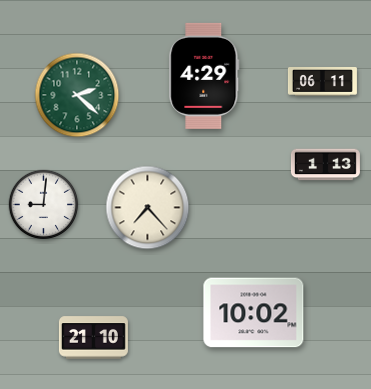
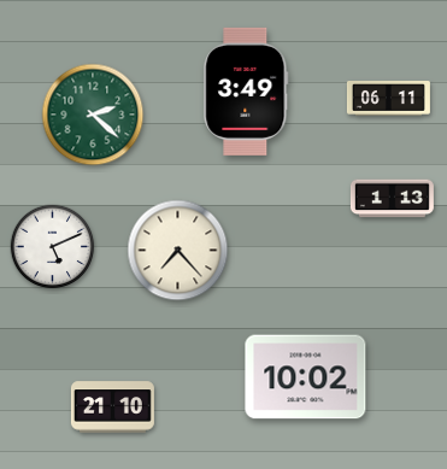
clock at (204, 76): 4:29 -> 3:49
clock at (44, 205): 9:01 -> 5:11
